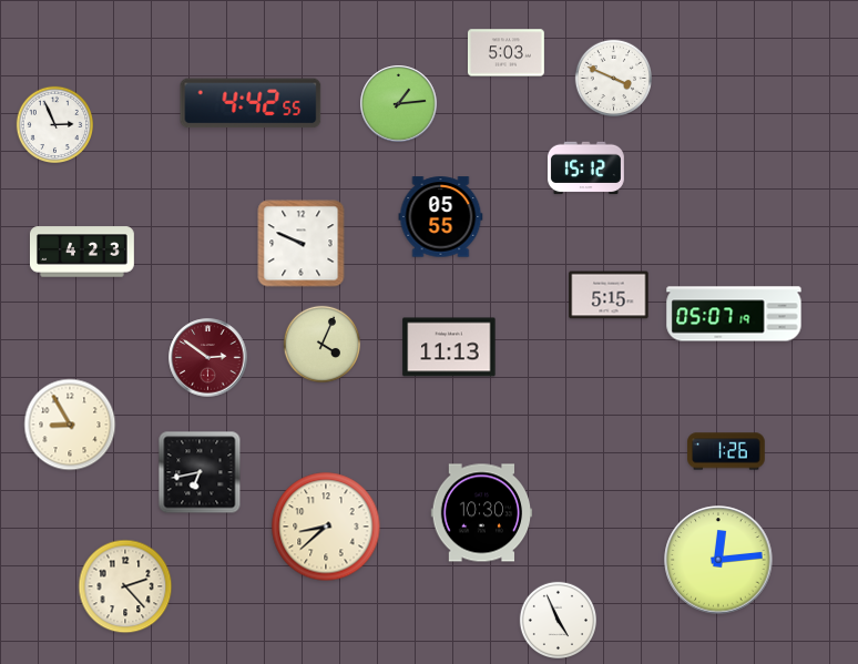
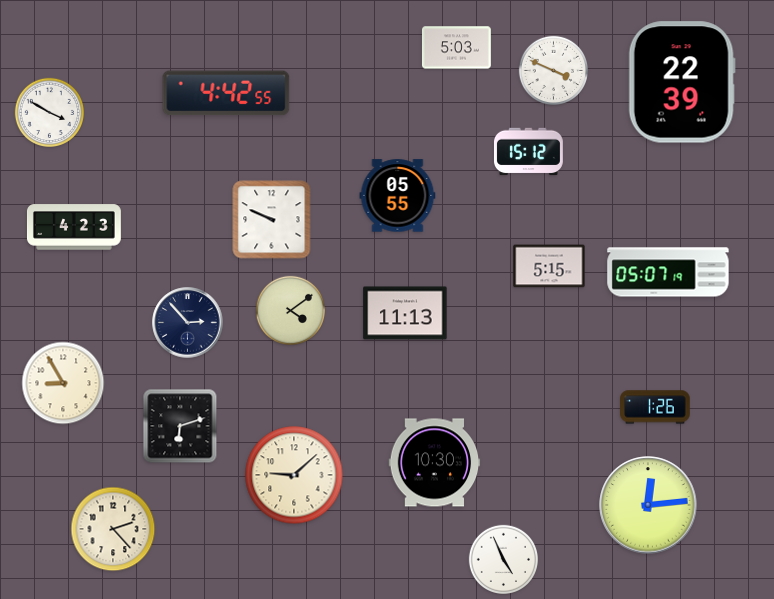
clock at (682, 82): none -> 22:39
clock at (399, 104): 1:14 -> none
clock at (54, 124): 2:56 -> 3:50
clock at (734, 314) position: (734, 314) -> (668, 272)
clock at (321, 344): 4:04 -> 4:09
clock at (208, 358): 2:51 -> 2:53
clock at (208, 358) dial: burgundy -> navy
clock at (200, 472): 6:43 -> 6:12
clock at (326, 527): 8:38 -> 9:08
